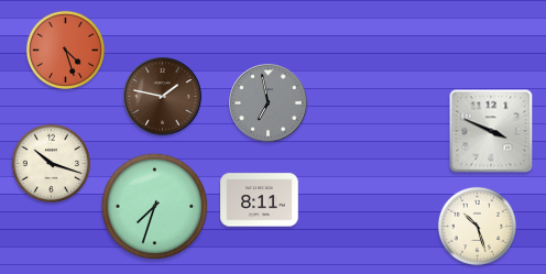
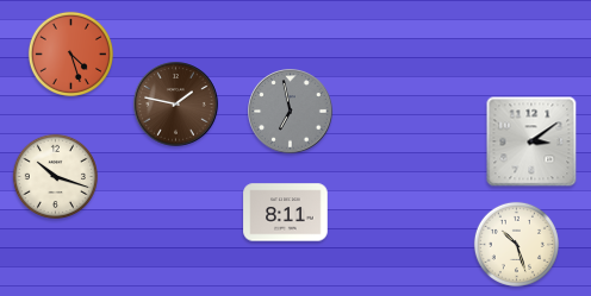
clock at (491, 131): 3:49 -> 3:09
clock at (260, 200) position: (260, 200) -> (286, 213)
clock at (155, 207): 7:33 -> none
